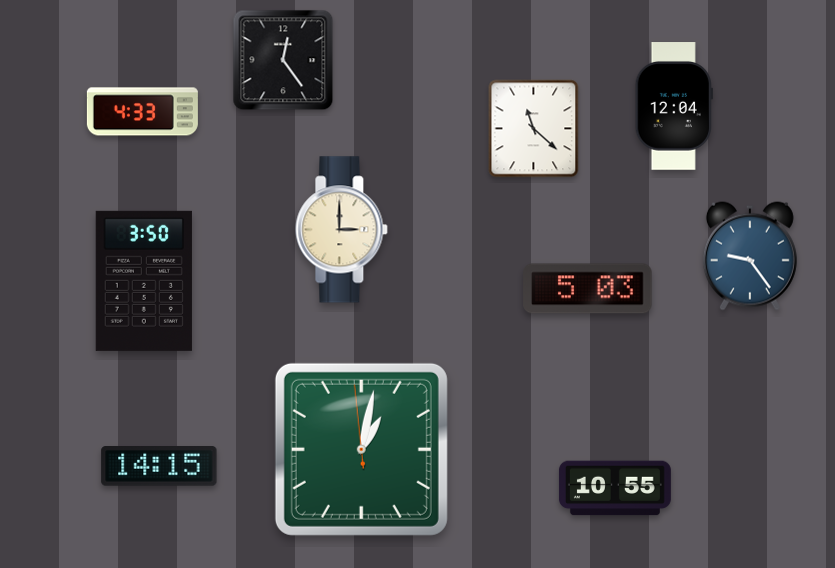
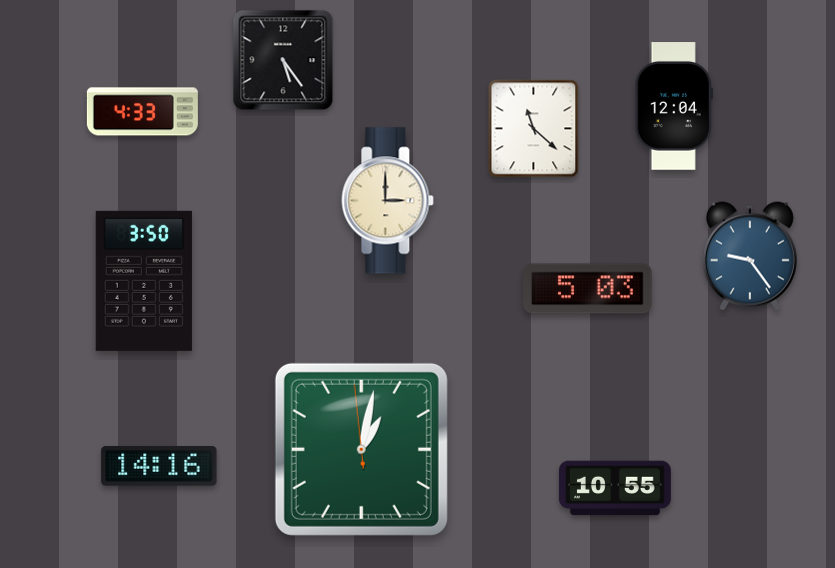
clock at (283, 60): 12:24 -> 5:24
clock at (342, 230) position: (342, 230) -> (388, 201)
clock at (159, 467): 14:15 -> 14:16
